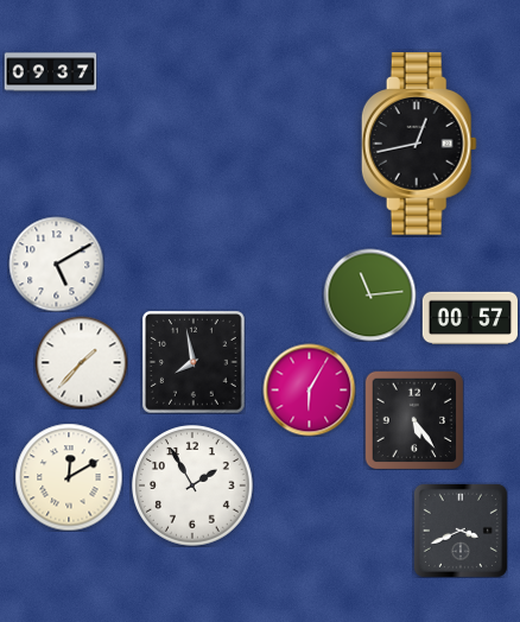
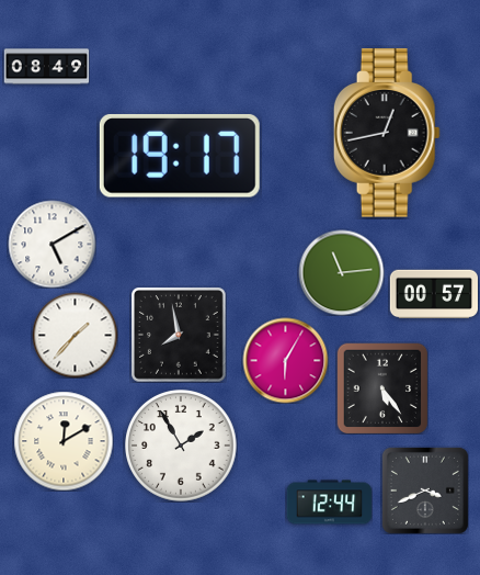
clock at (50, 72): 09:37 -> 08:49
clock at (180, 156): none -> 19:17
clock at (194, 487) position: (194, 487) -> (182, 447)
clock at (329, 503): none -> 12:44
